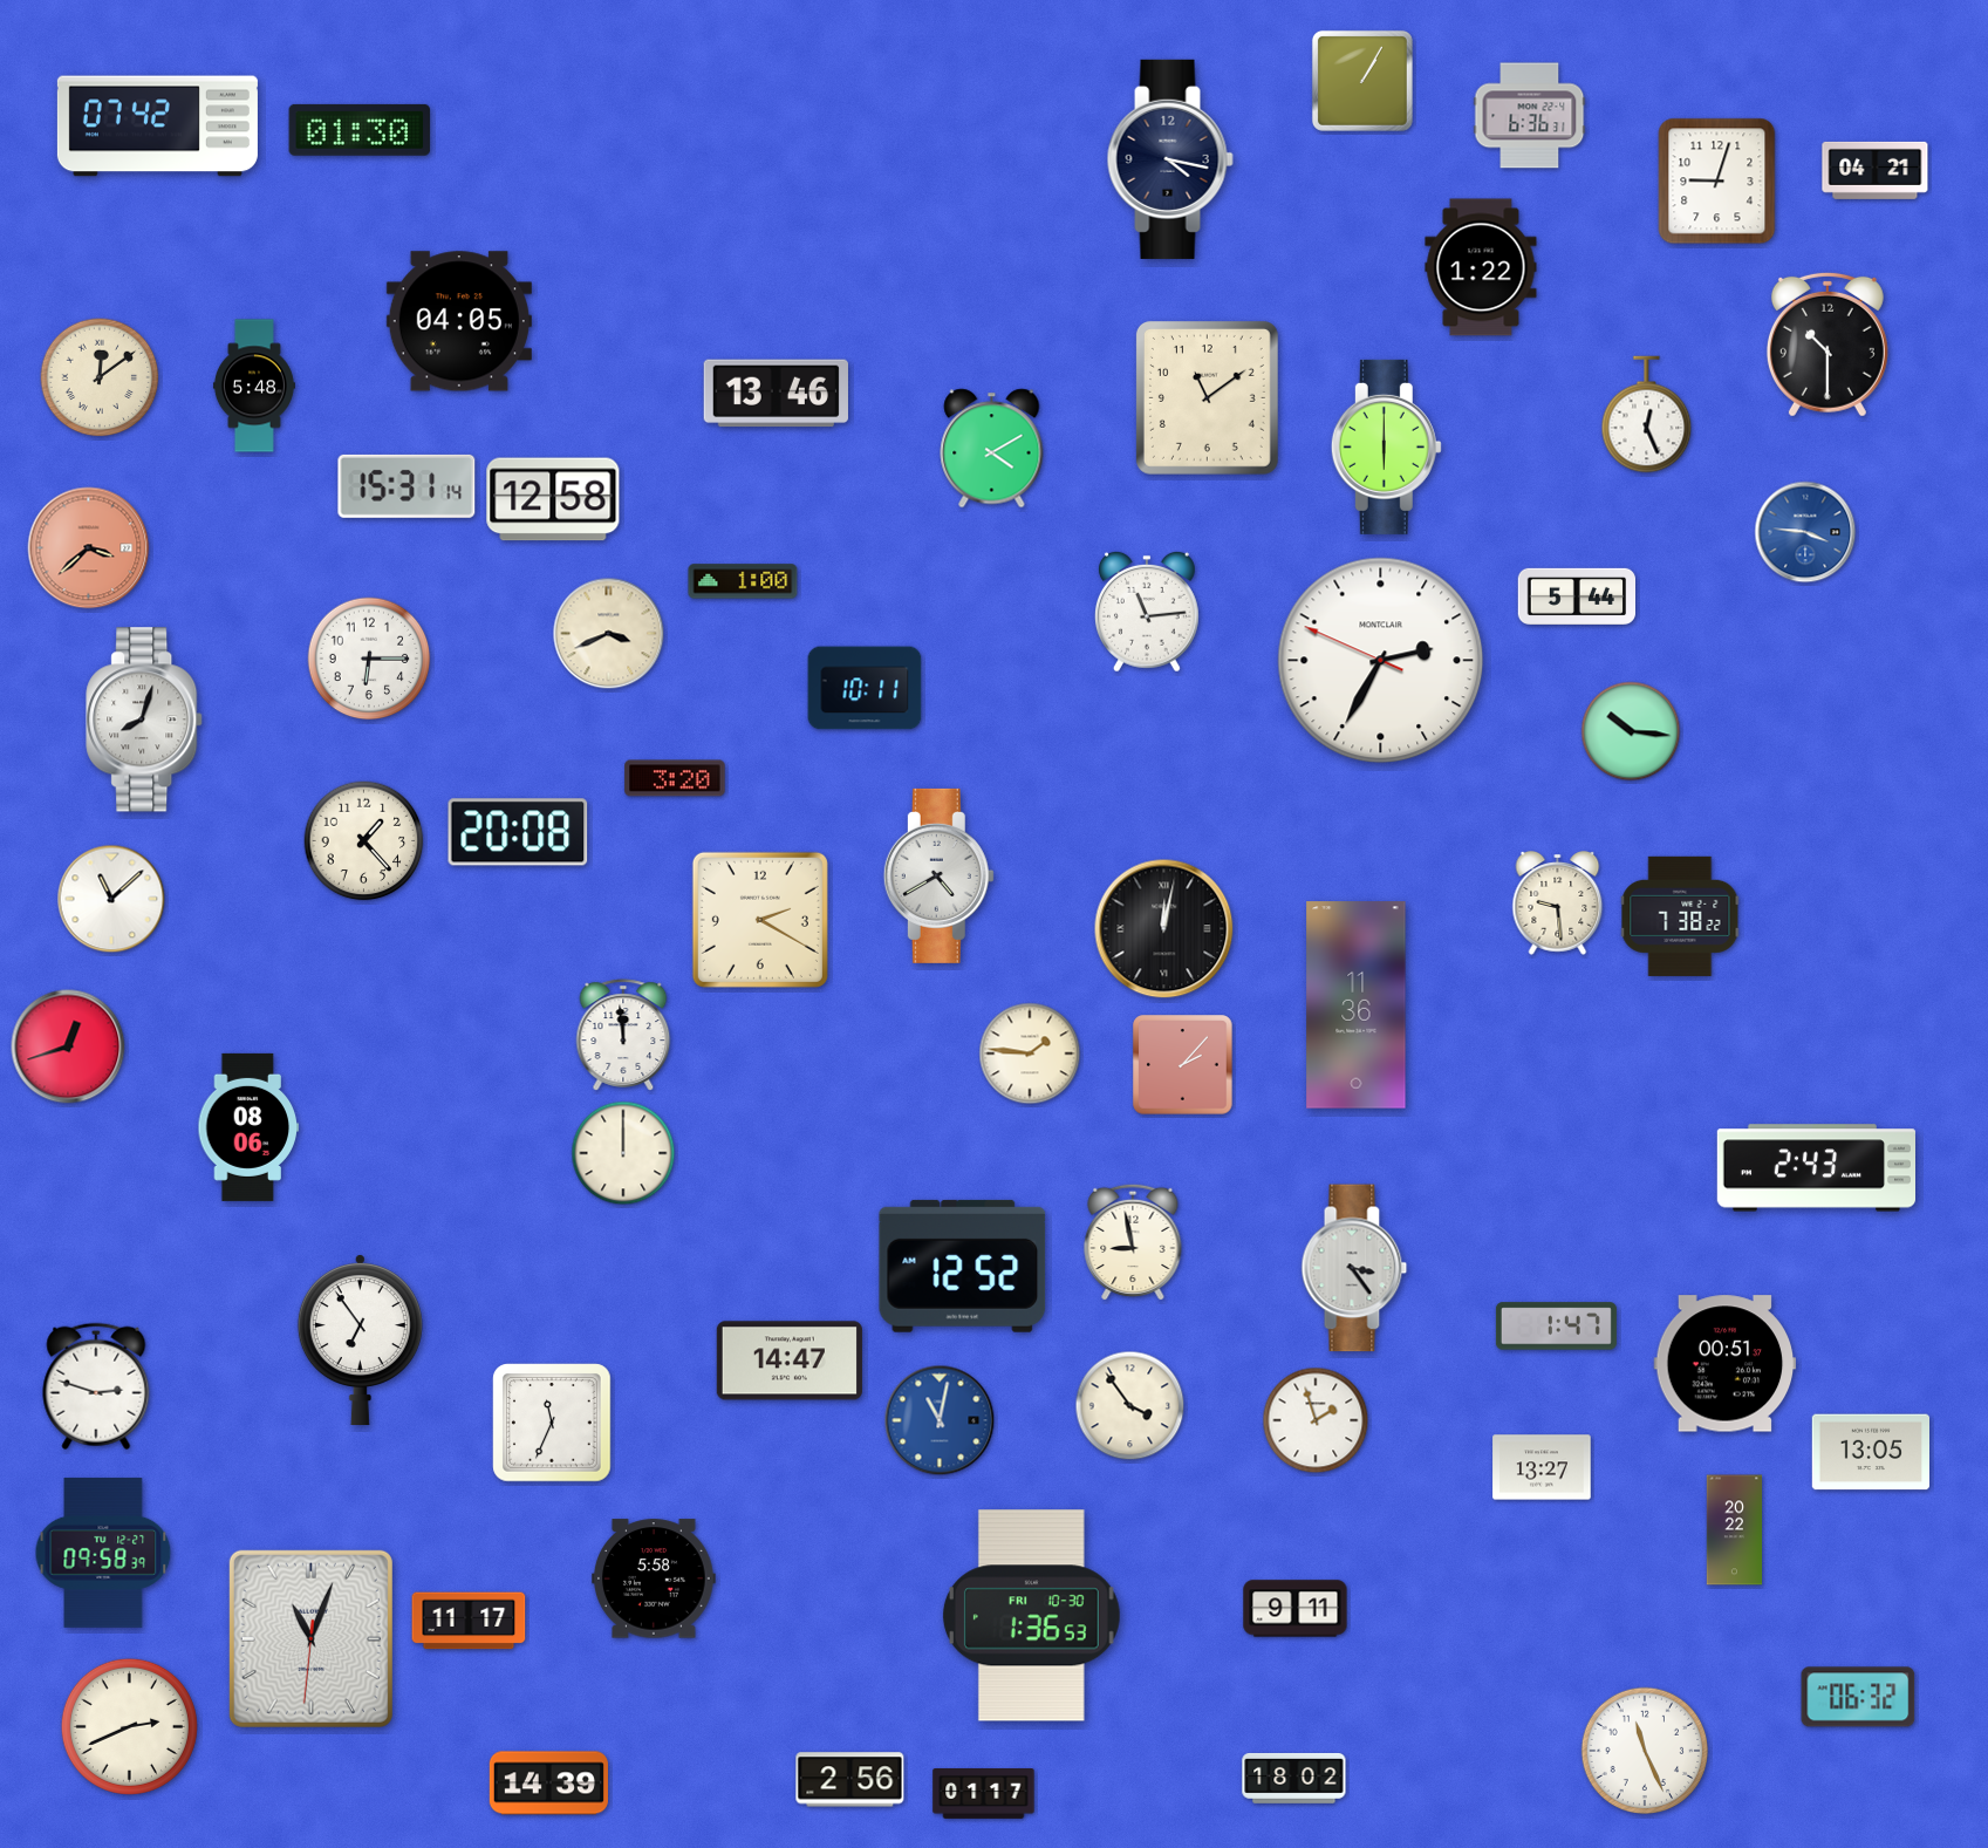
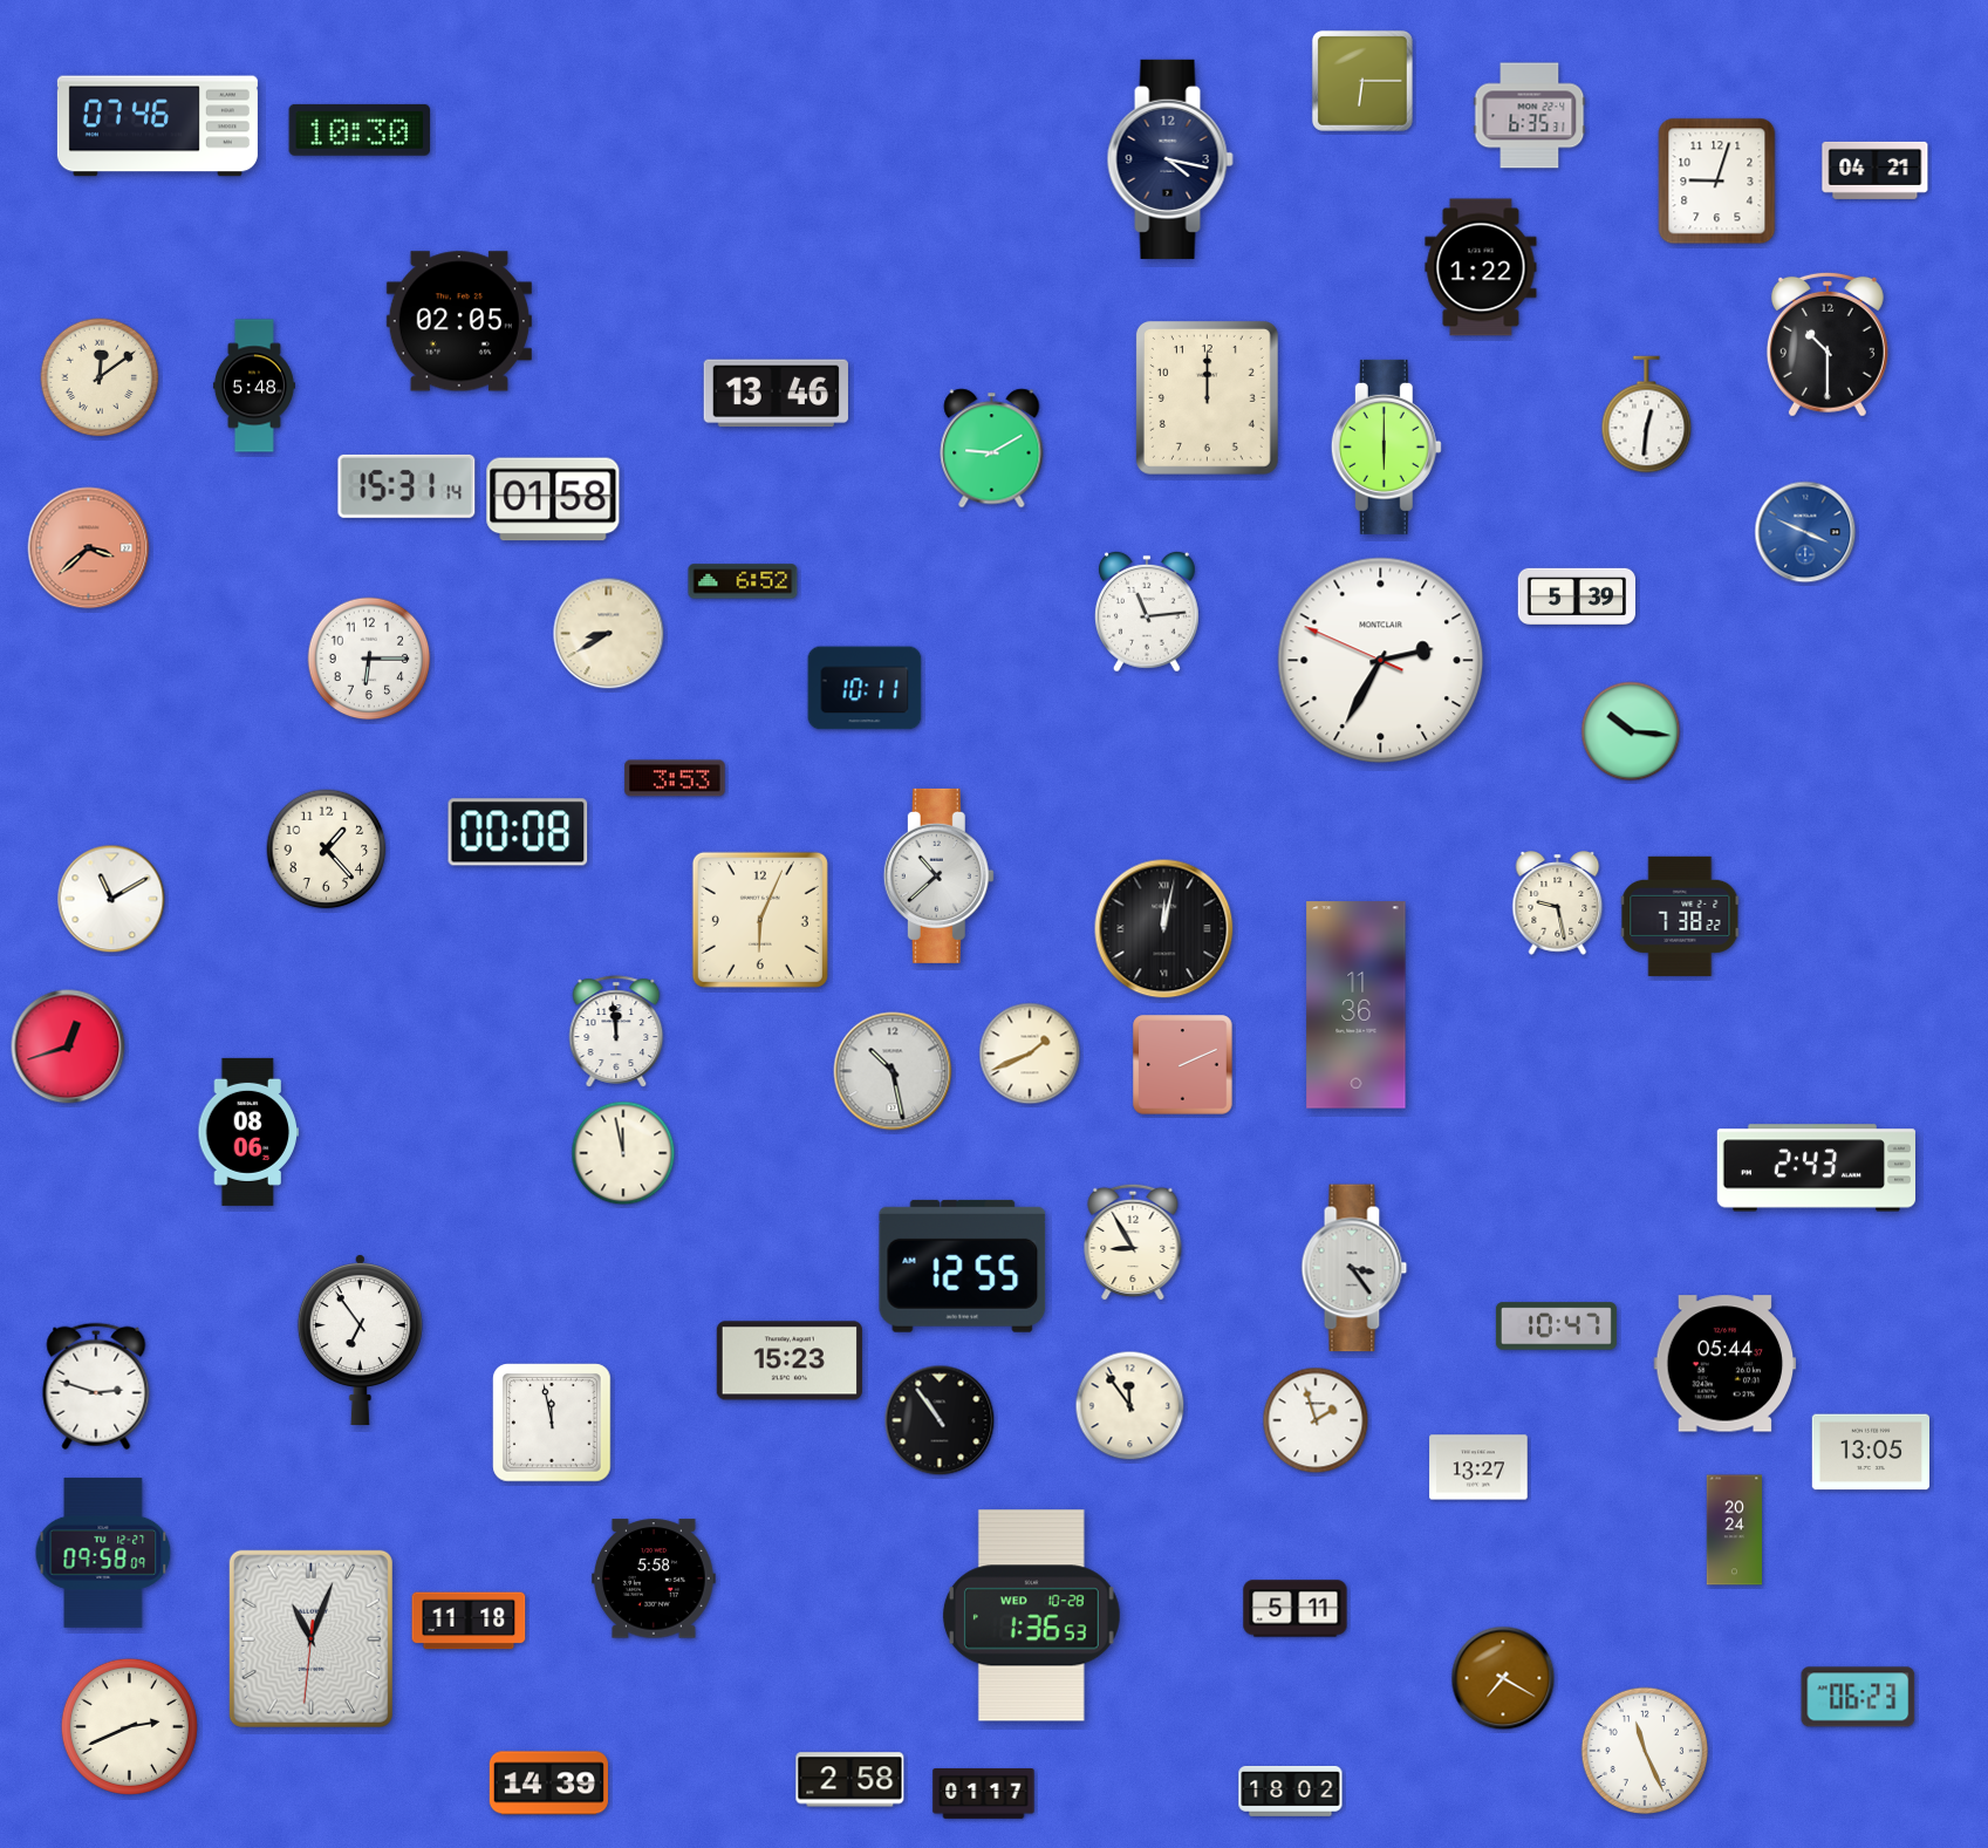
clock at (1362, 81): 1:05 -> 6:15
clock at (1530, 116): 6:36 -> 6:35
clock at (157, 127): 07:42 -> 07:46
clock at (360, 130): 01:30 -> 10:30
clock at (459, 321): 04:05 -> 02:05
clock at (1207, 397): 11:09 -> 12:00
clock at (1647, 415): 12:26 -> 12:31
clock at (992, 449): 4:10 -> 9:10
clock at (553, 499): 12:58 -> 01:58
clock at (1805, 532): 3:46 -> 3:49
clock at (743, 581): 1:00 -> 6:52
clock at (1576, 596): 5:44 -> 5:39
clock at (609, 634): 3:41 -> 8:40
clock at (145, 720): 8:03 -> none
clock at (675, 778): 3:20 -> 3:53
clock at (518, 832): 20:08 -> 00:08
clock at (364, 841) position: (364, 841) -> (327, 850)
clock at (938, 875): 4:40 -> 10:38
clock at (111, 899): 11:08 -> 11:10
clock at (1558, 903): 9:29 -> 9:28
clock at (760, 920): 2:20 -> 6:04
clock at (623, 1035) position: (623, 1035) -> (616, 1031)
clock at (1030, 1053): 1:46 -> 1:41
clock at (1183, 1065): 2:07 -> 2:11
clock at (893, 1071): none -> 10:28
clock at (248, 1127) position: (248, 1127) -> (248, 1132)
clock at (623, 1153): 12:00 -> 11:58
clock at (1133, 1242): 8:58 -> 8:55
clock at (963, 1266): 12:52 -> 12:55
clock at (1556, 1327): 1:47 -> 10:47
clock at (790, 1361): 14:47 -> 15:23
clock at (1726, 1364): 00:51 -> 05:44
clock at (1130, 1406): 3:54 -> 11:54
clock at (940, 1420): 11:02 -> 10:54
clock at (940, 1420) dial: blue -> black
clock at (552, 1423): 11:34 -> 11:58
clock at (1542, 1467) position: (1542, 1467) -> (1478, 1467)
clock at (1735, 1530): 20:22 -> 20:24
clock at (103, 1553): 09:58:39 -> 09:58:09
clock at (1296, 1609): 9:11 -> 5:11
clock at (1031, 1616) date: FRI 10-30 -> WED 10-28
clock at (469, 1621): 11:17 -> 11:18
clock at (1503, 1678): none -> 7:20
clock at (1858, 1697): 06:32 -> 06:23
clock at (1294, 1778) position: (1294, 1778) -> (1291, 1791)
clock at (850, 1780): 2:56 -> 2:58
